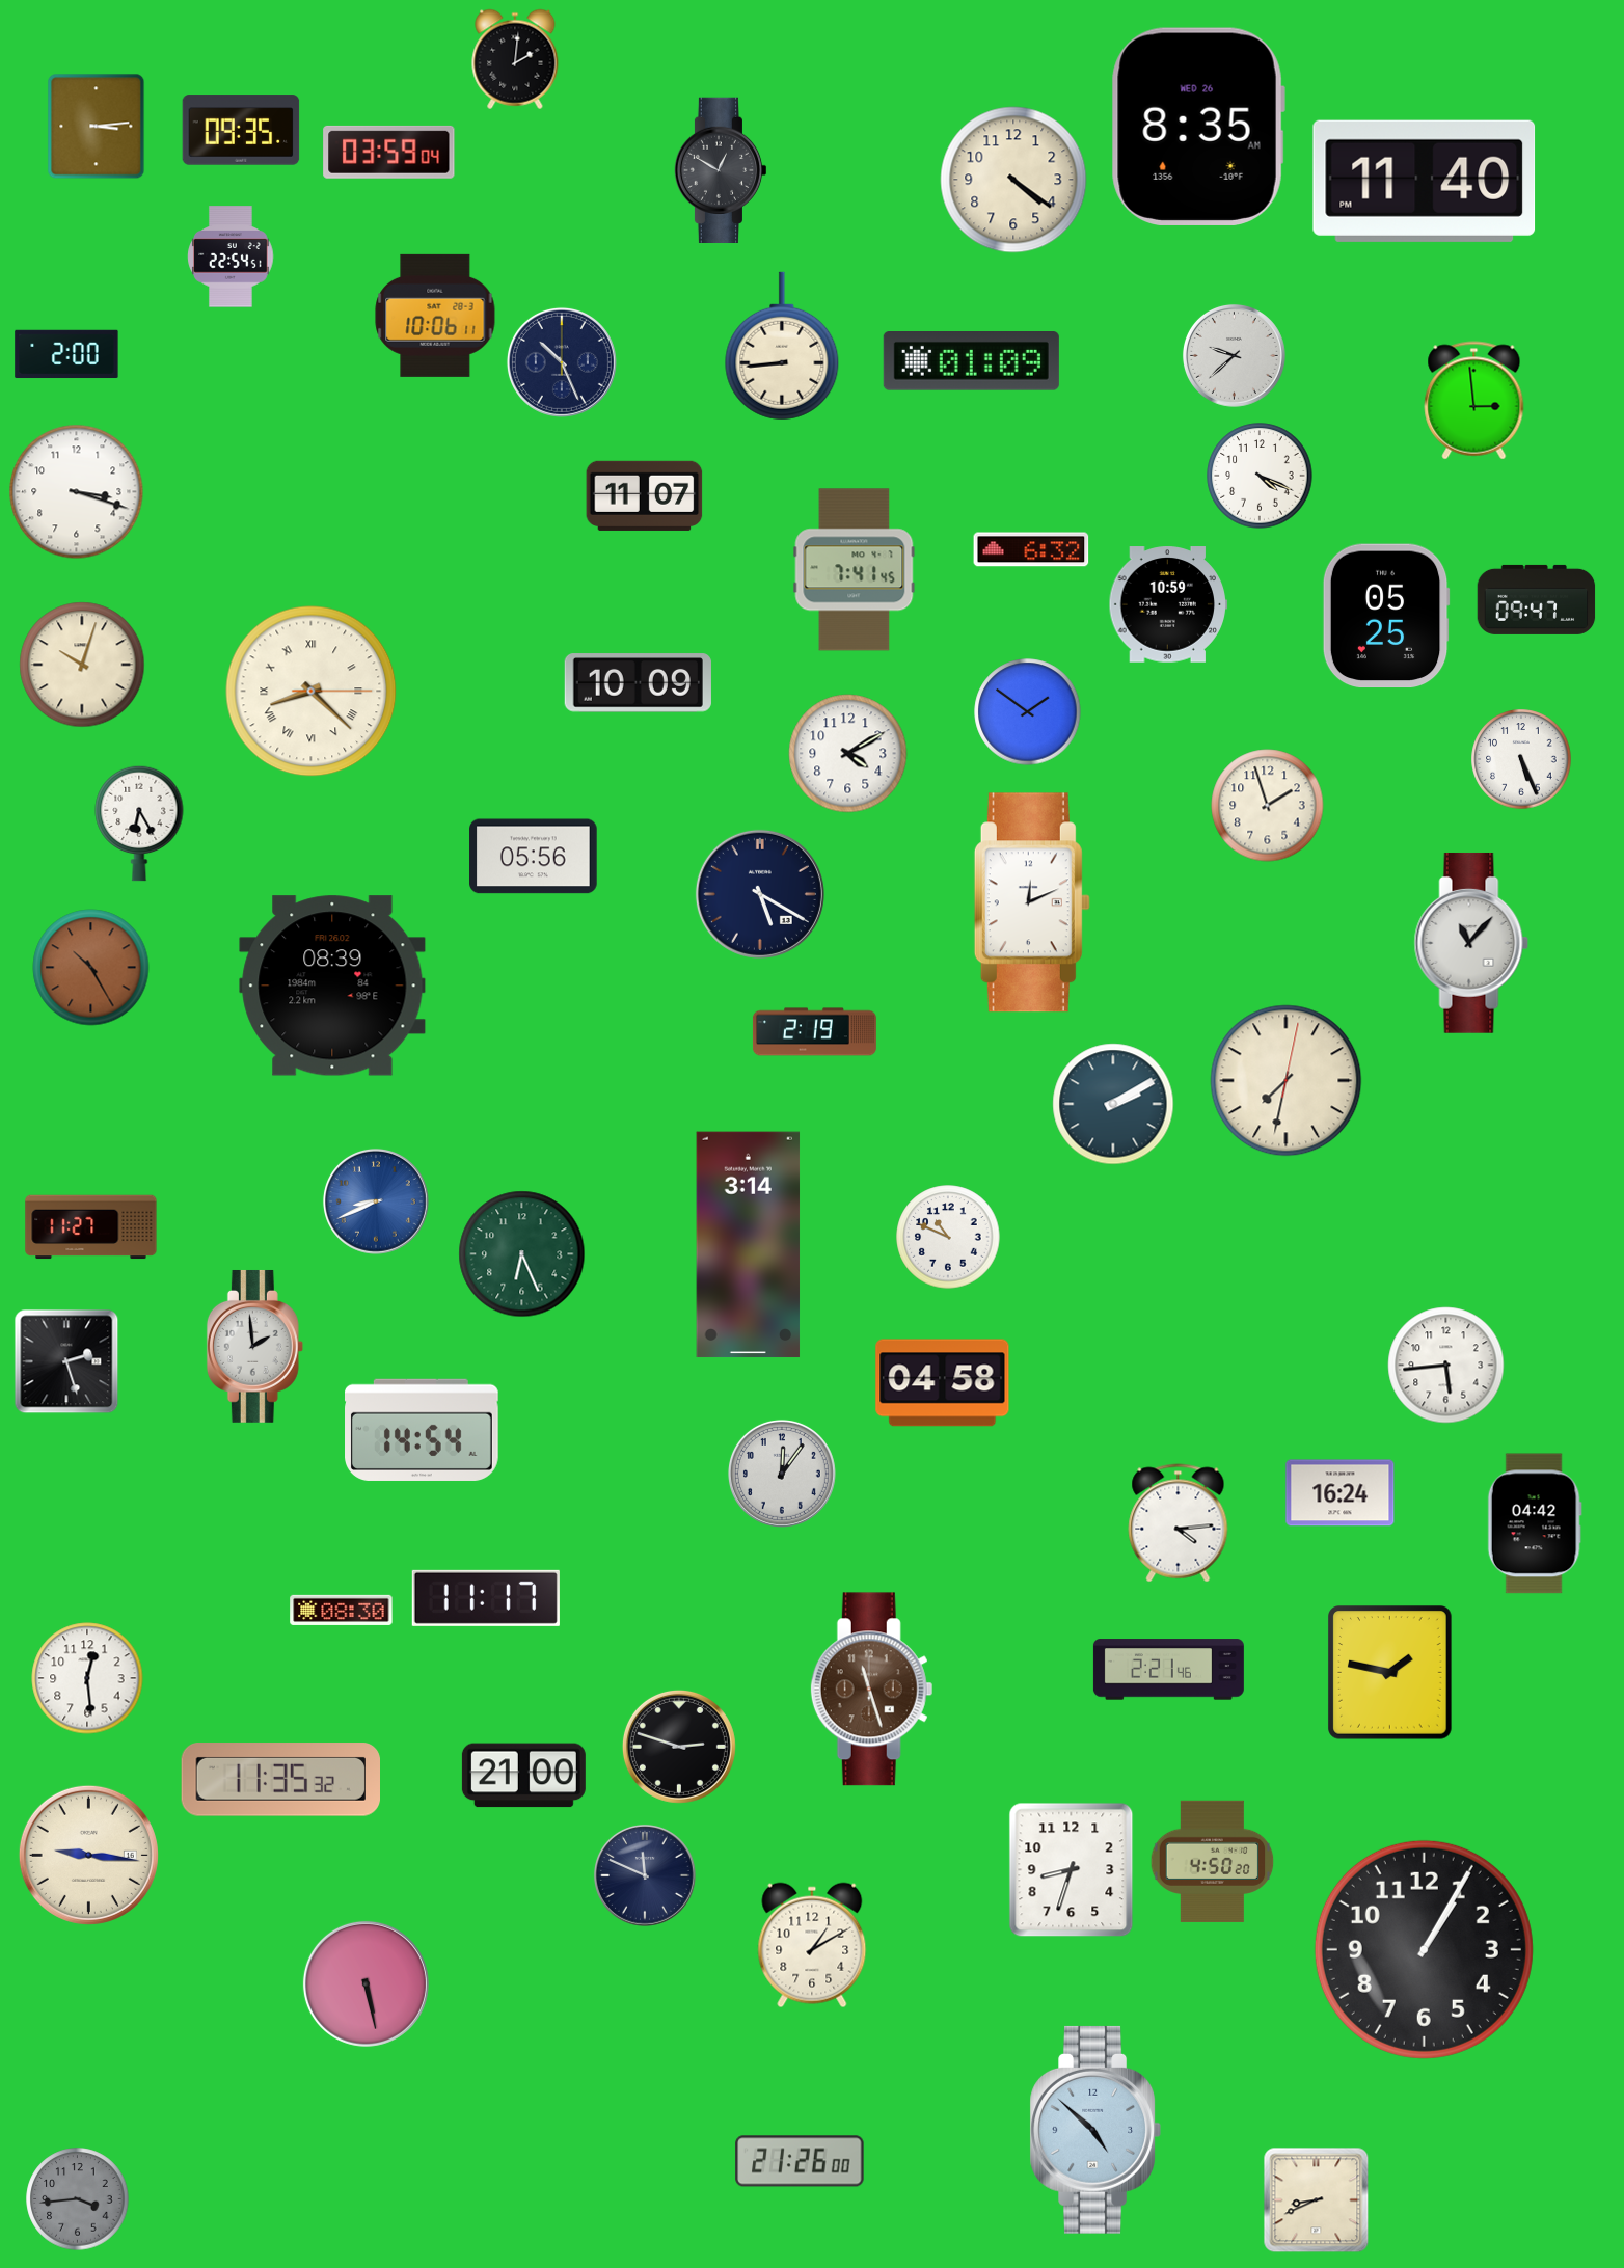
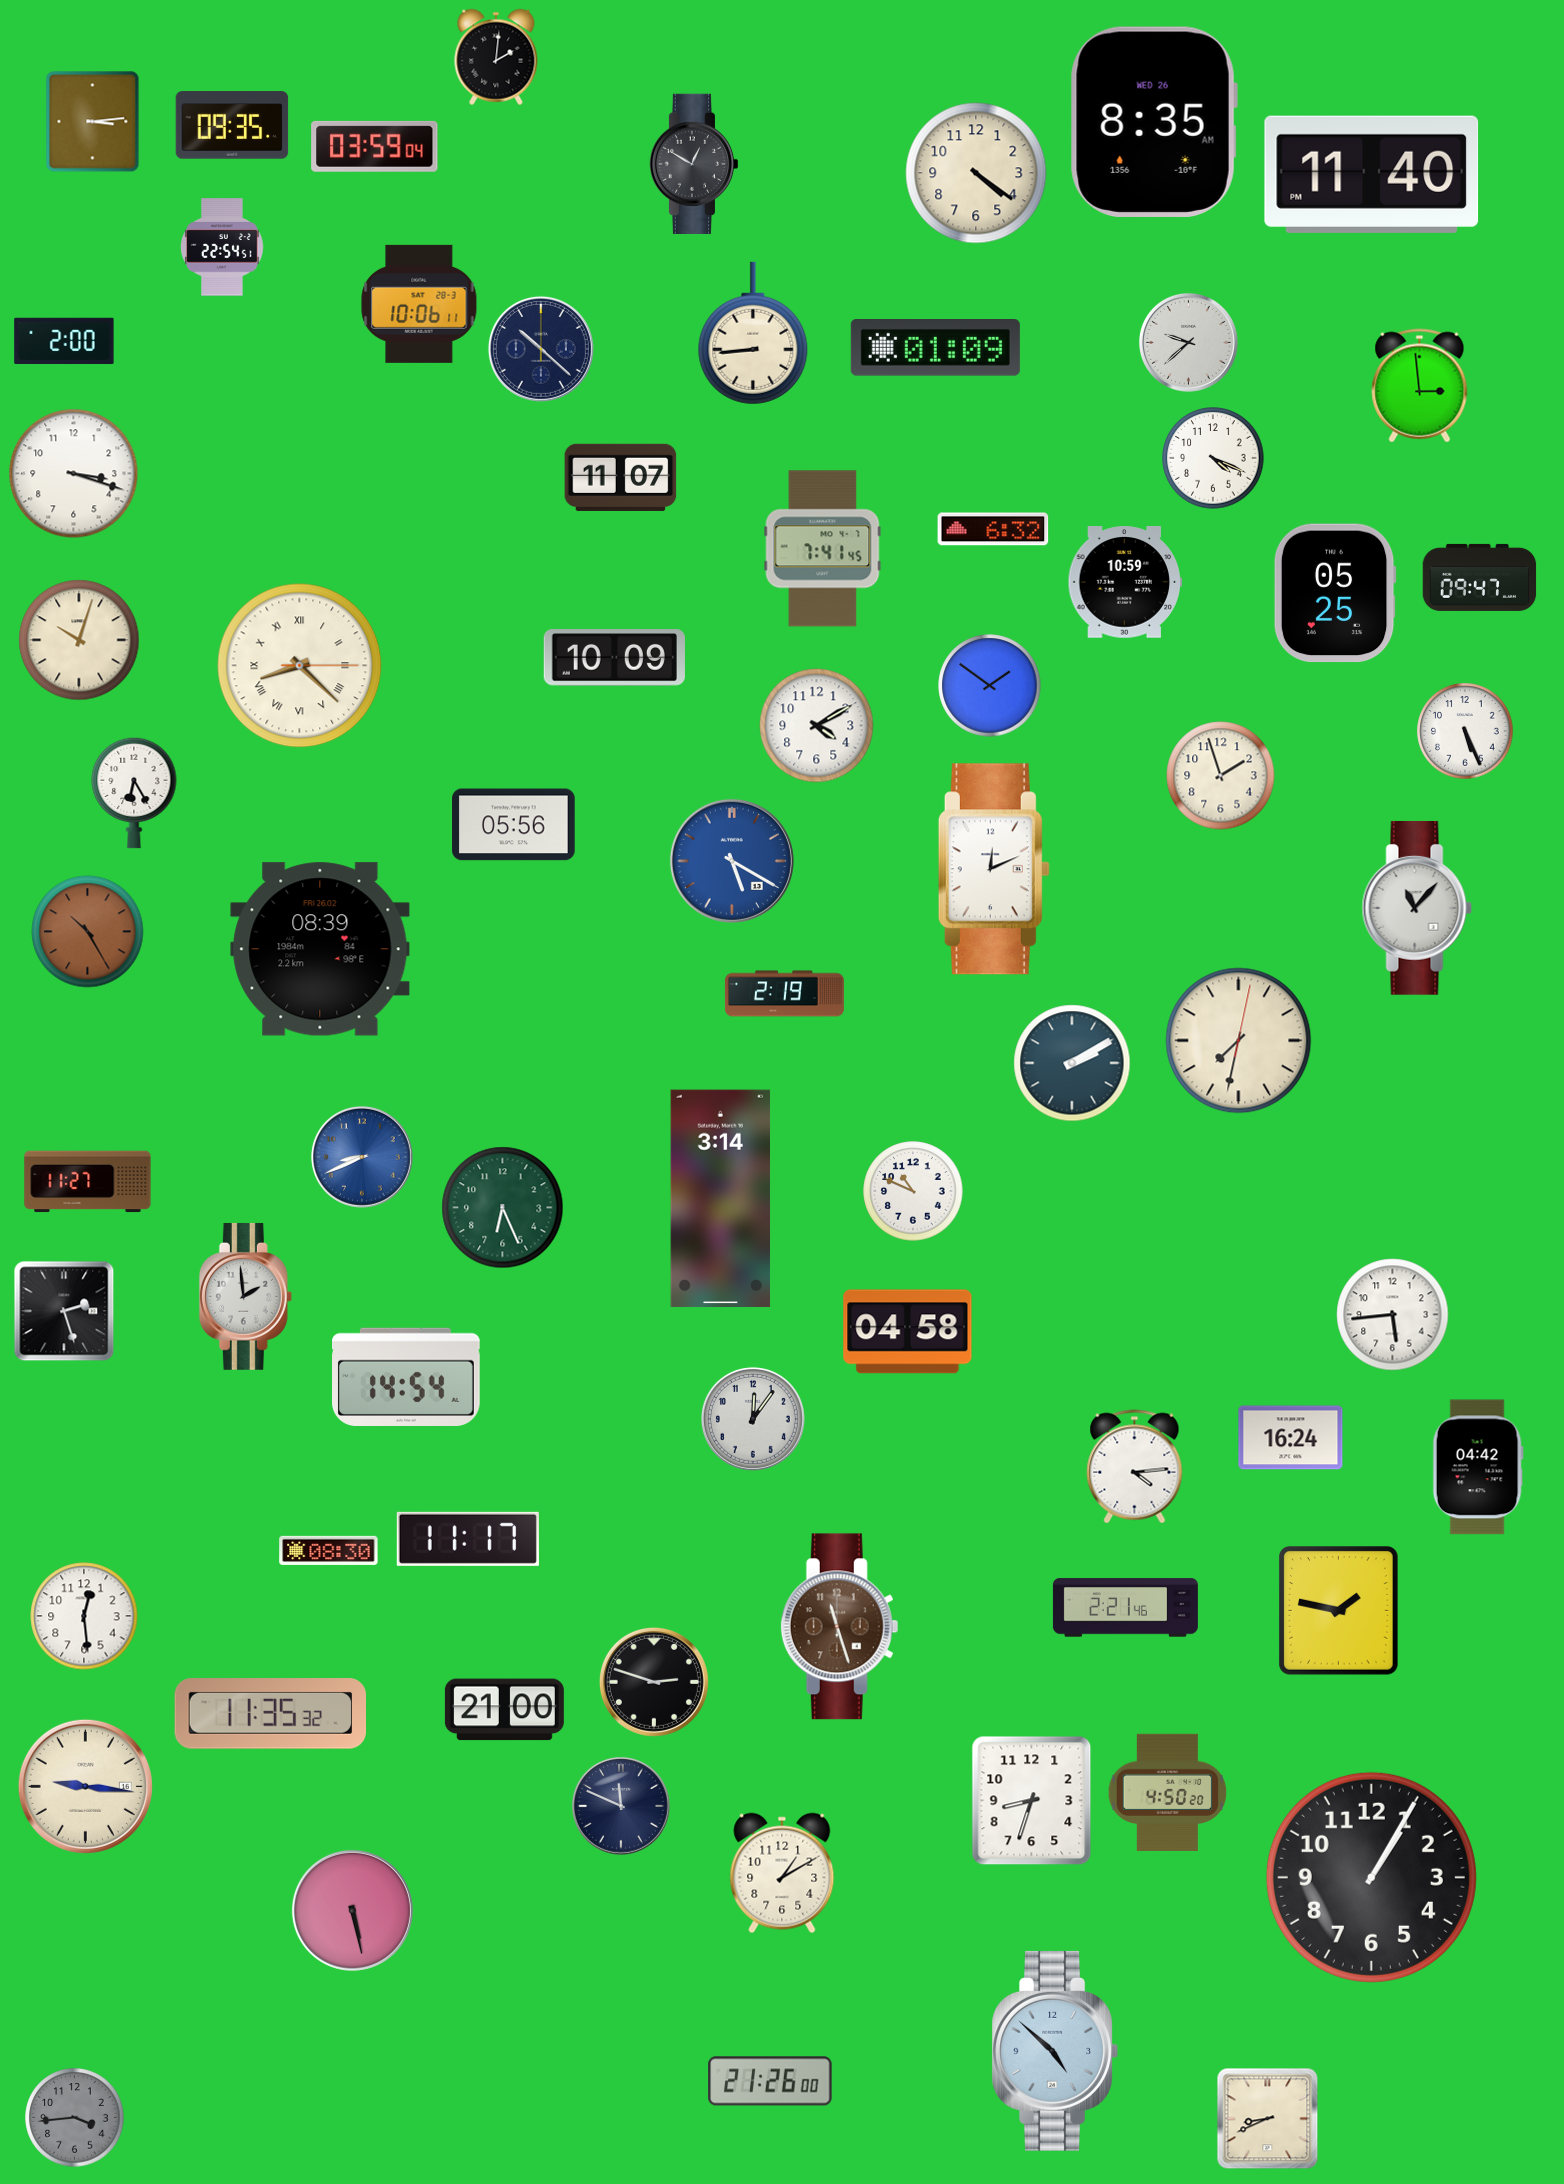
clock at (562, 362): 10:26 -> 10:22
clock at (760, 894) dial: navy -> blue
